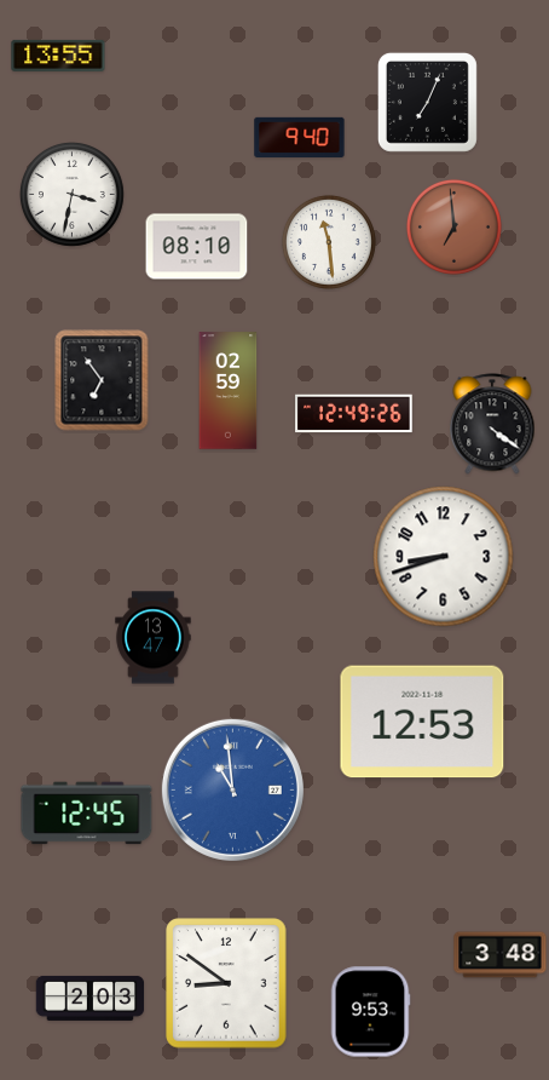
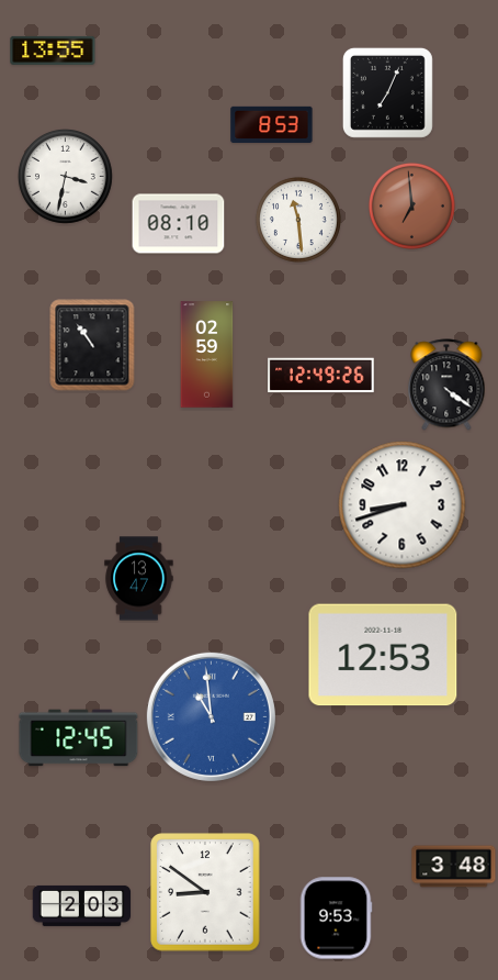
clock at (300, 137): 9:40 -> 8:53
clock at (102, 380): 6:54 -> 10:54
